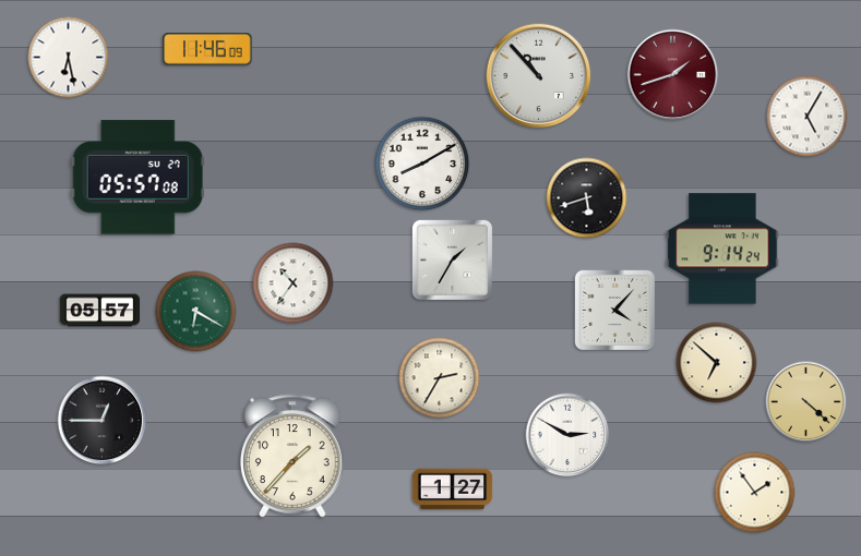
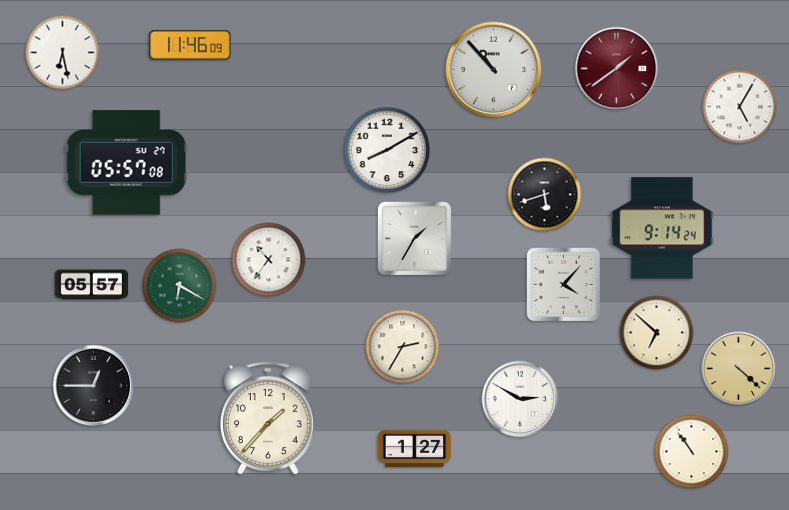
clock at (673, 75): 1:42 -> 1:39
clock at (587, 198) position: (587, 198) -> (545, 195)
clock at (755, 493): 1:54 -> 10:54
